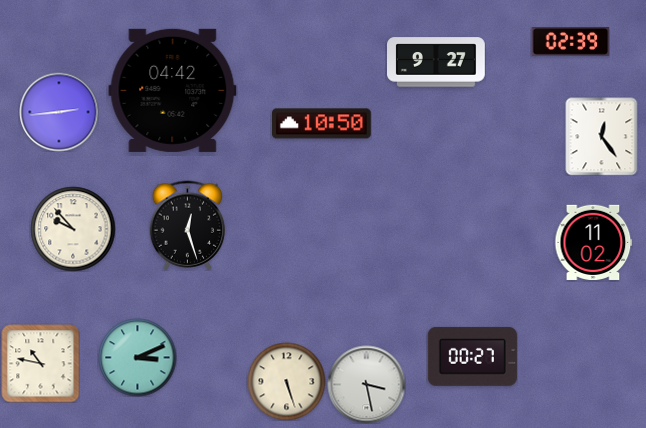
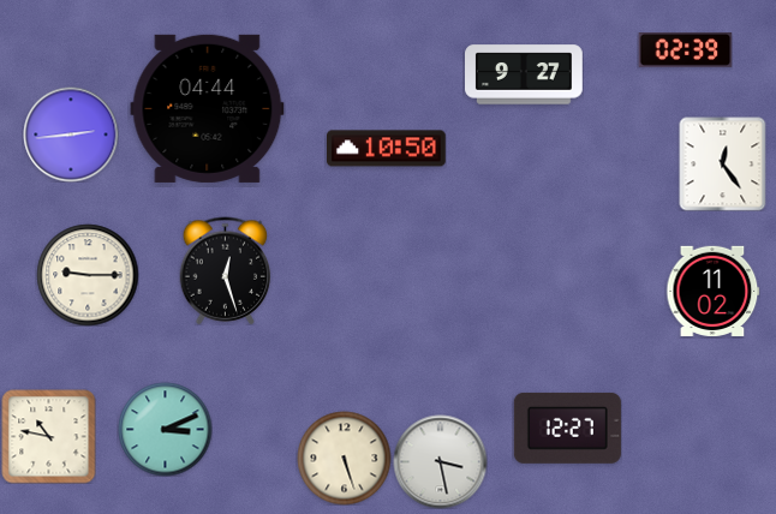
clock at (173, 90): 04:42 -> 04:44
clock at (73, 229): 9:53 -> 9:15
clock at (472, 356): 00:27 -> 12:27
